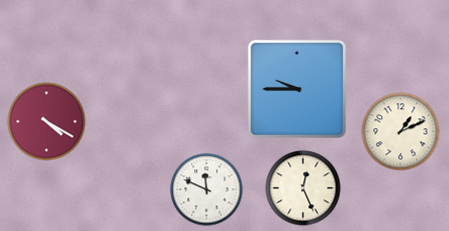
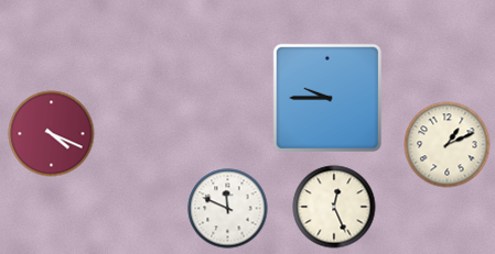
clock at (47, 122): 4:20 -> 4:19
clock at (401, 132) position: (401, 132) -> (448, 145)
